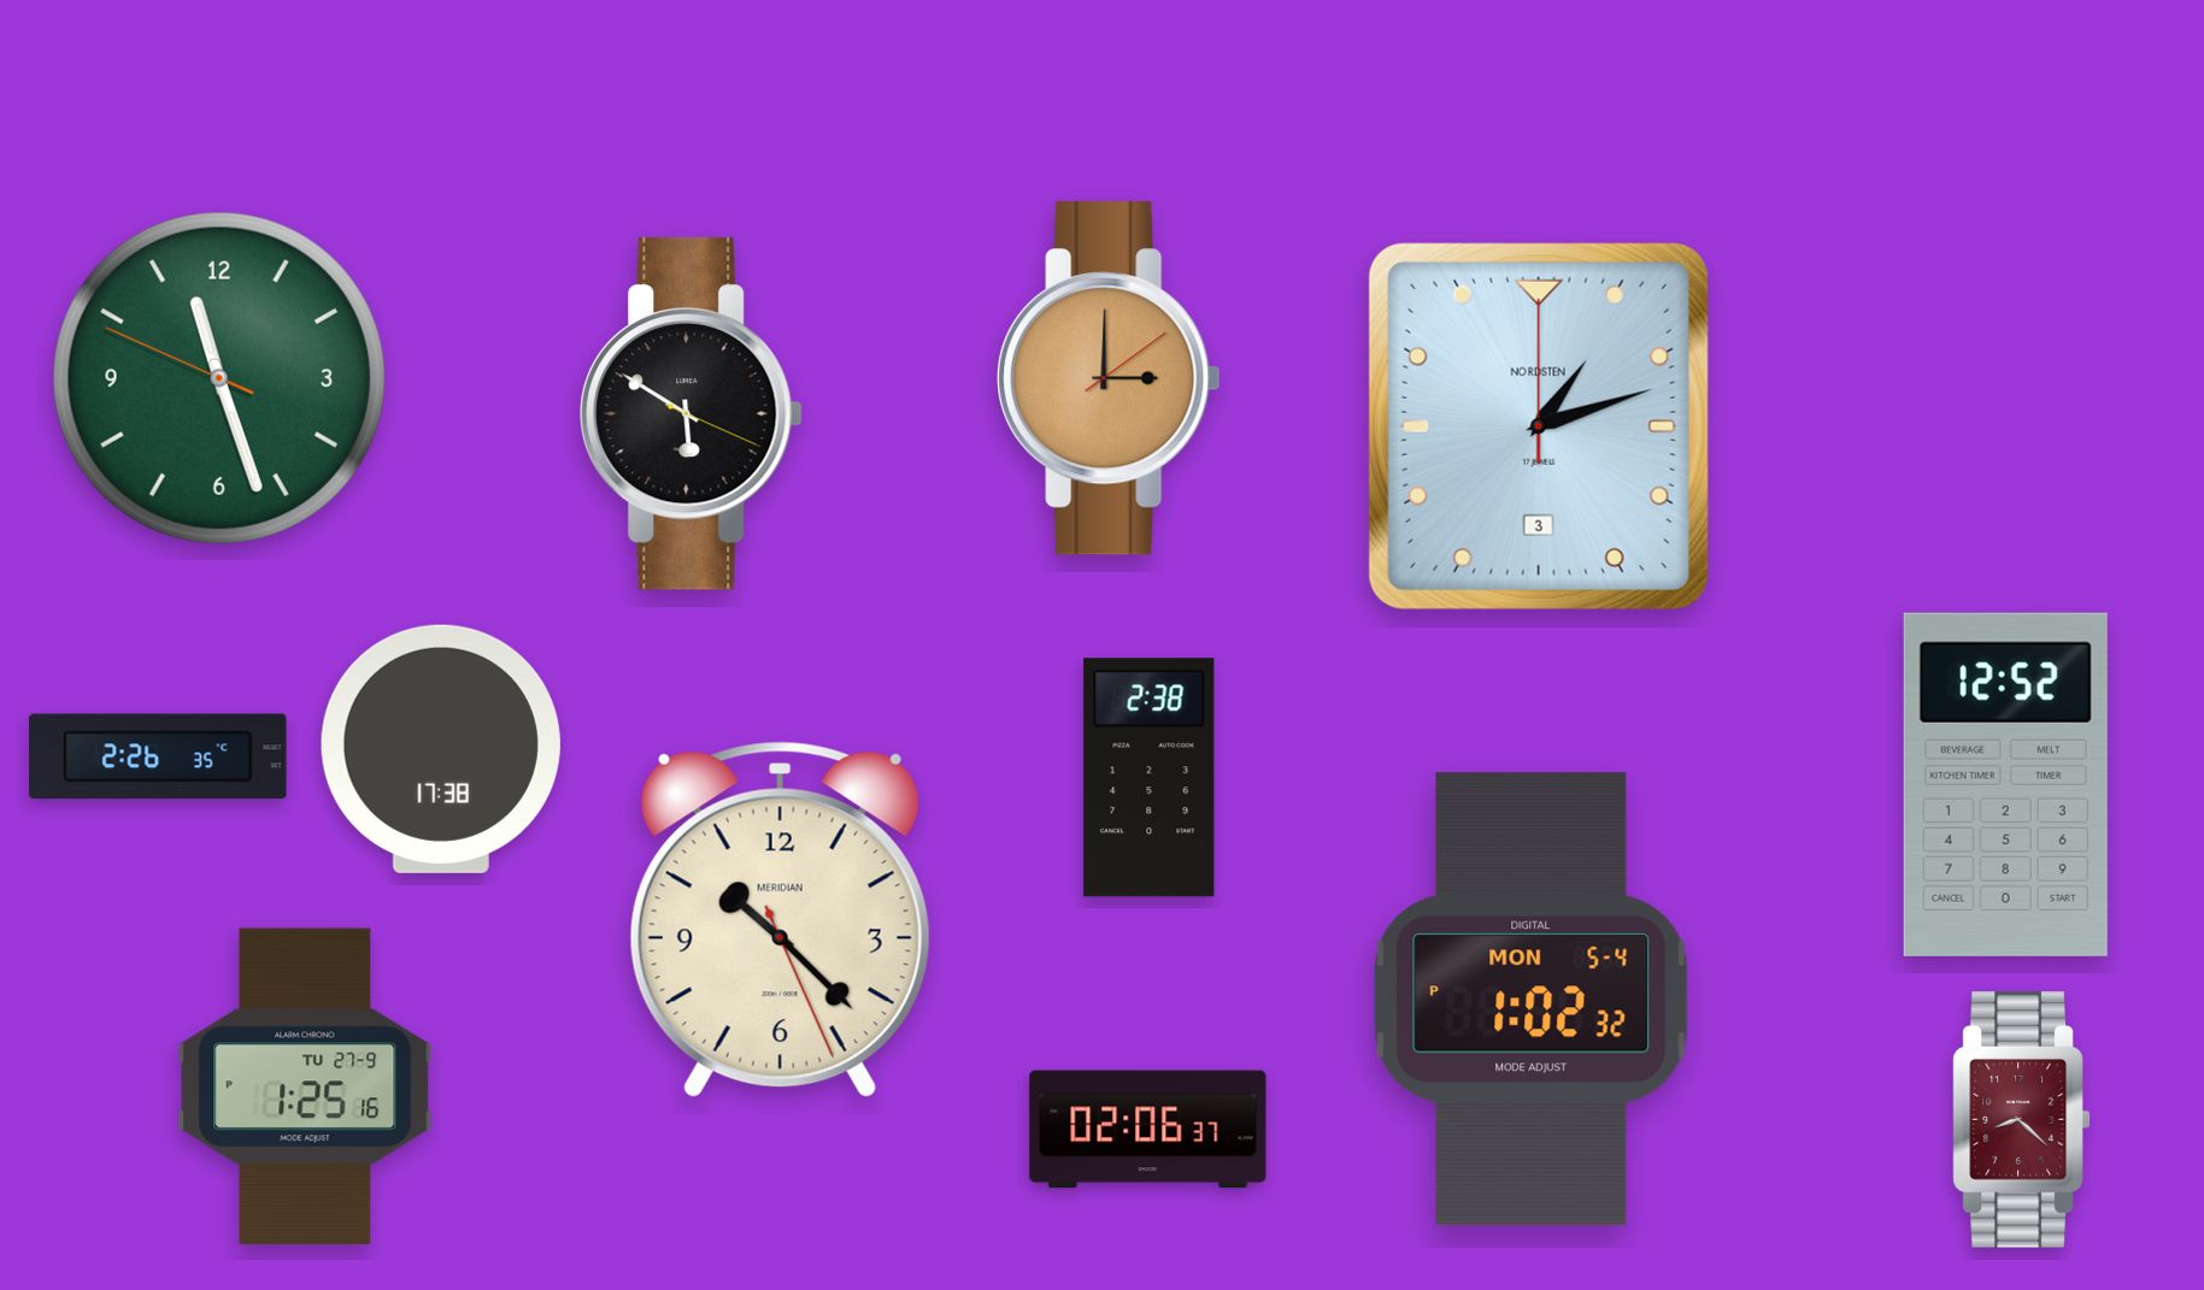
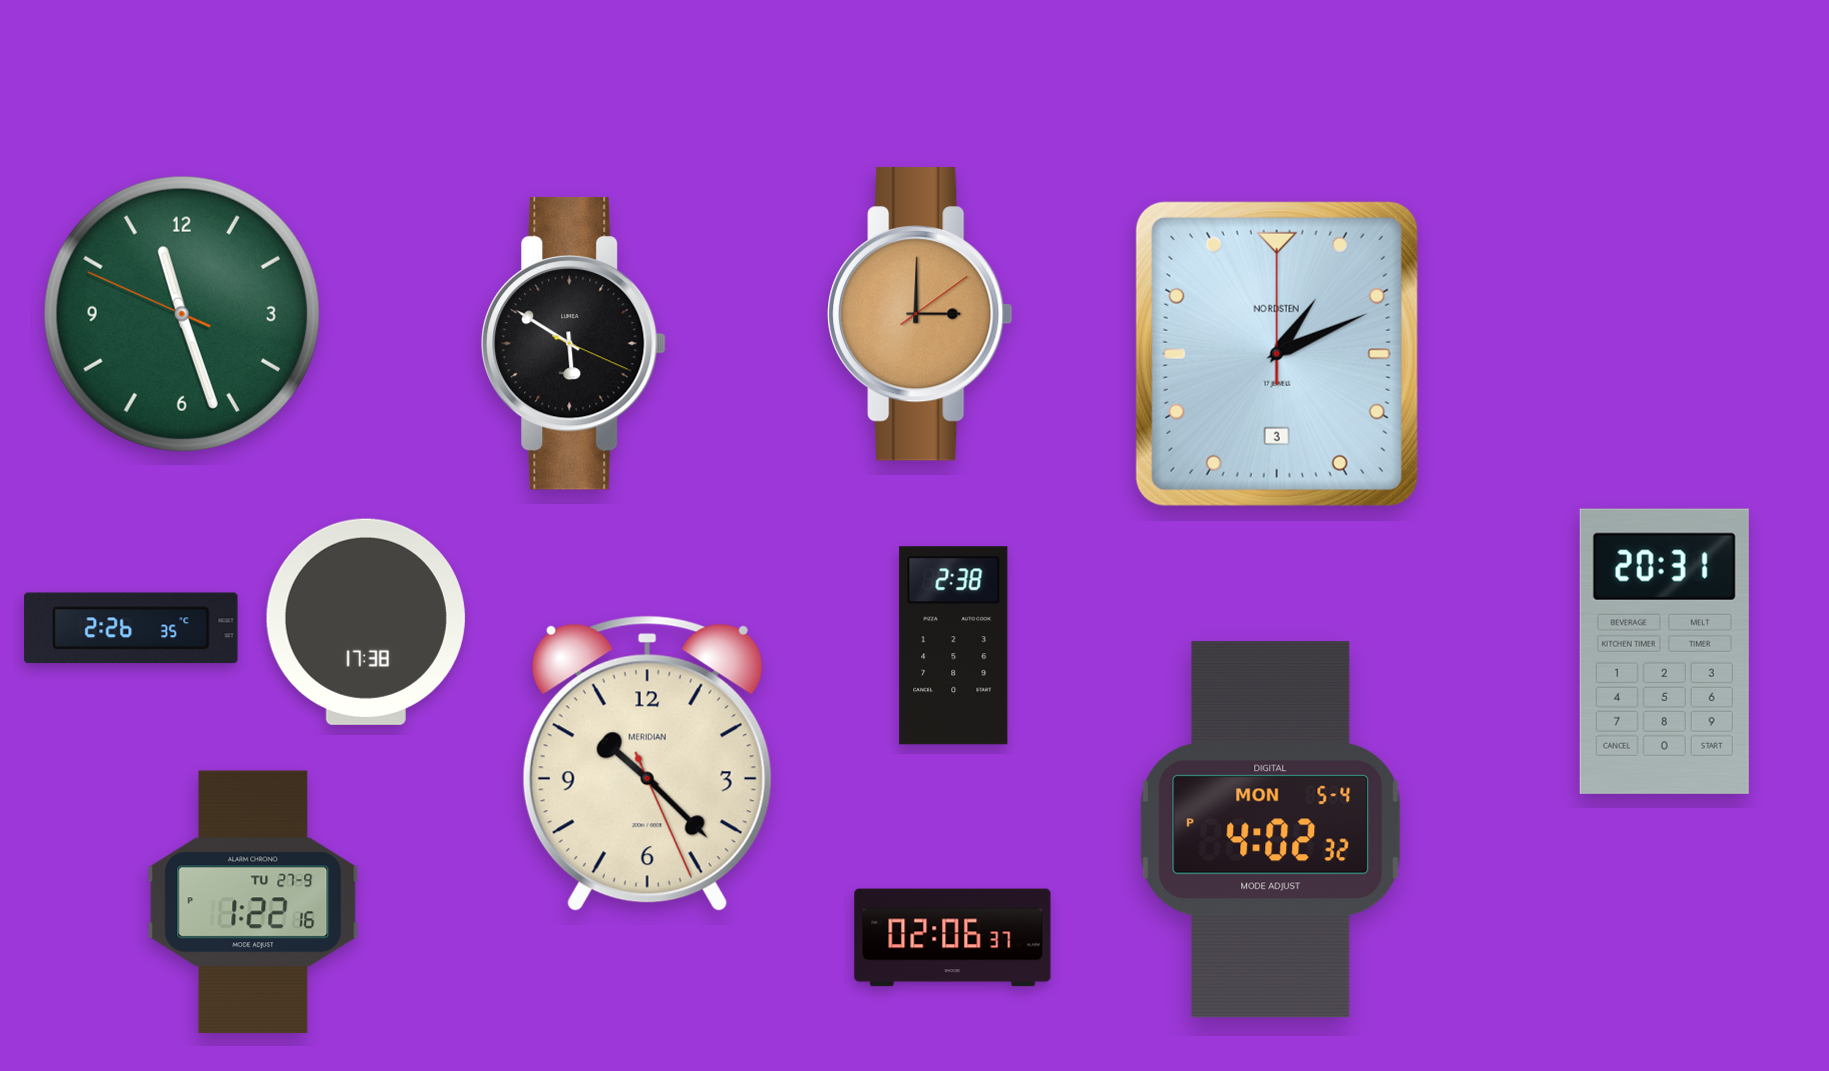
clock at (1539, 426): 1:12 -> 1:11
clock at (2005, 784): 12:52 -> 20:31
clock at (1532, 1000): 1:02 -> 4:02
clock at (305, 1086): 1:25 -> 1:22
clock at (2021, 1120): 8:22 -> none
